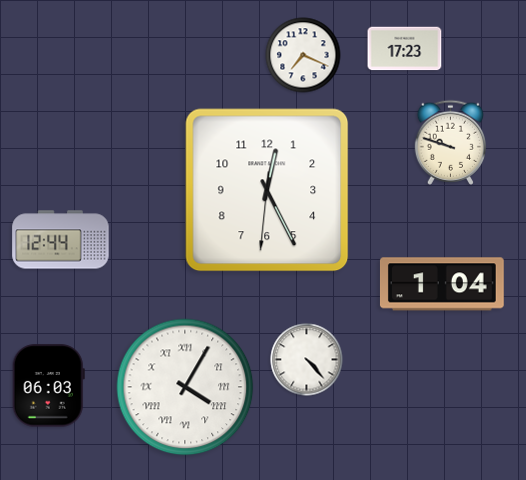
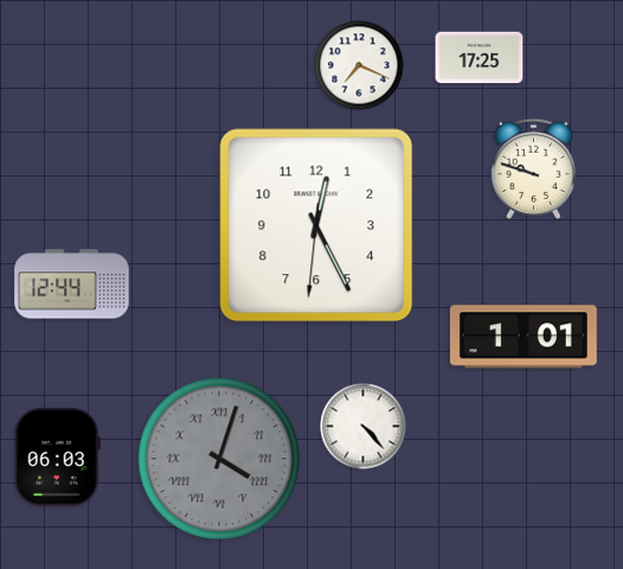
clock at (405, 49): 17:23 -> 17:25
clock at (442, 284): 1:04 -> 1:01
clock at (185, 387): 4:05 -> 4:03
clock at (185, 387) dial: white -> grey
